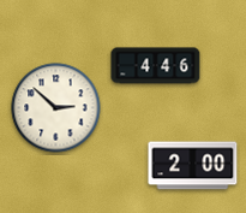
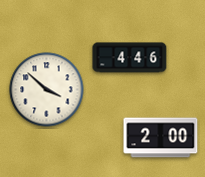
clock at (156, 66) position: (156, 66) -> (130, 58)
clock at (56, 108): 2:52 -> 3:52
